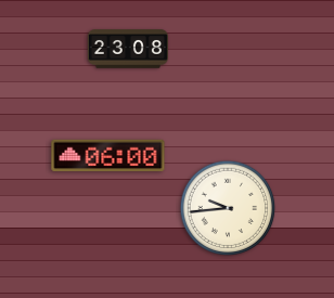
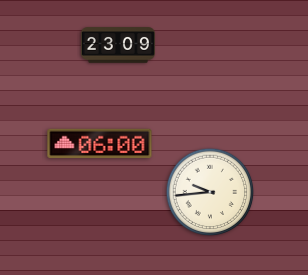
clock at (128, 49): 23:08 -> 23:09
